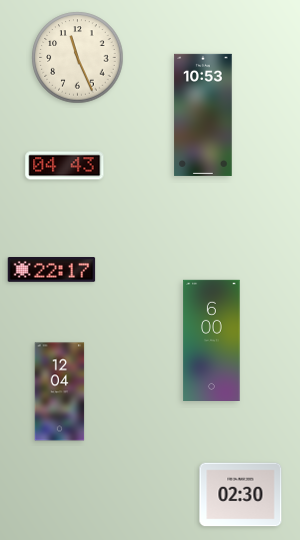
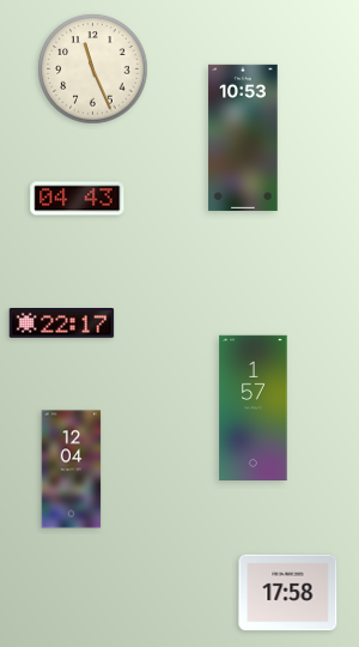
clock at (212, 340): 6:00 -> 1:57
clock at (241, 495): 02:30 -> 17:58
